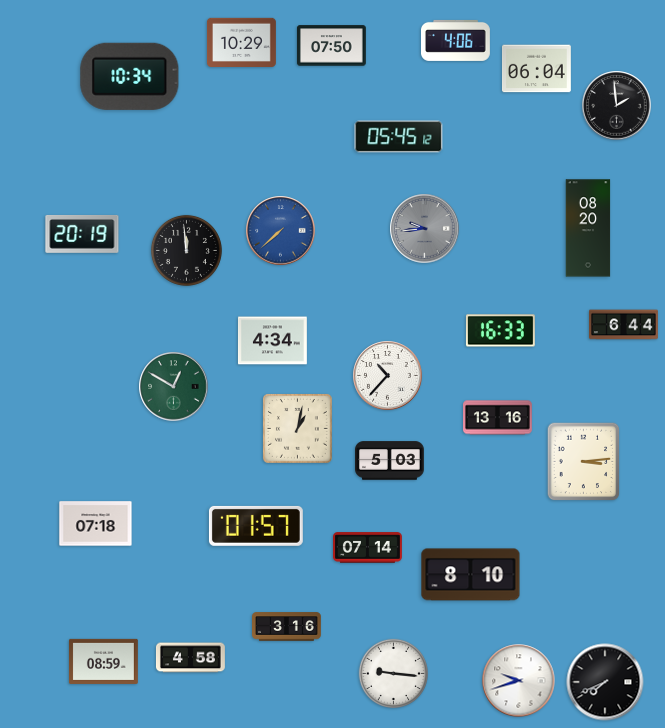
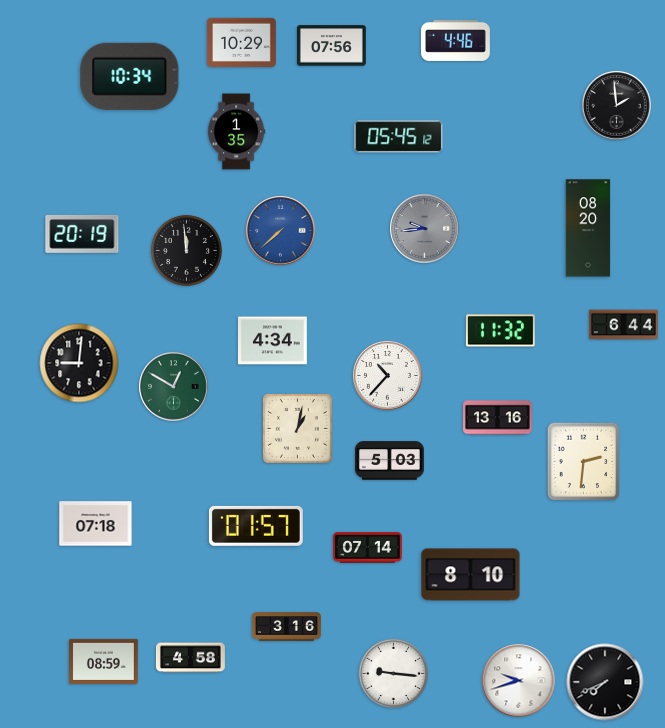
clock at (456, 40): 4:06 -> 4:46
clock at (331, 46): 07:50 -> 07:56
clock at (536, 69): 06:04 -> none
clock at (236, 132): none -> 1:35
clock at (500, 331): 16:33 -> 11:32
clock at (79, 363): none -> 9:01
clock at (584, 462): 3:14 -> 2:31
